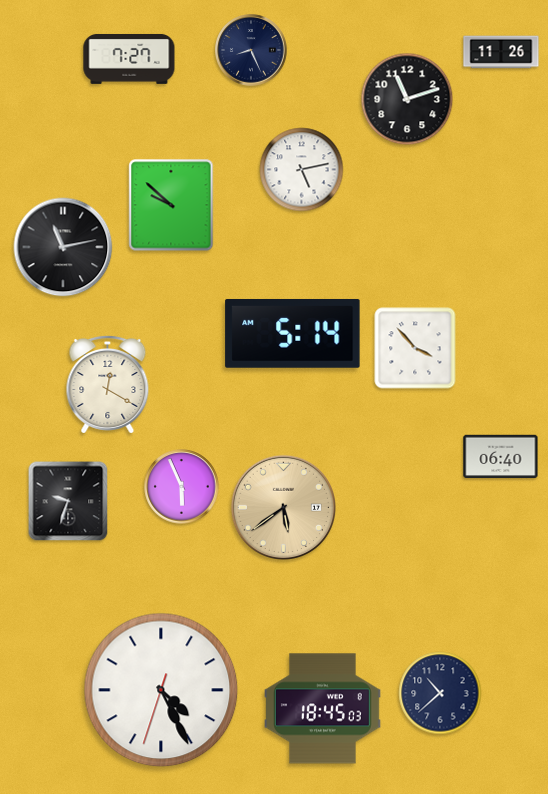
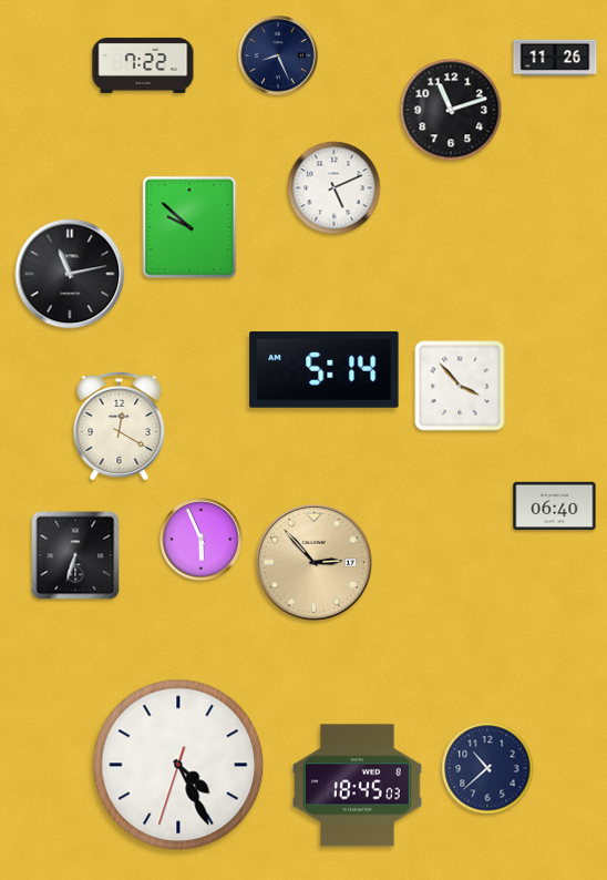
clock at (129, 59): 7:27 -> 7:22
clock at (302, 170): 5:13 -> 5:11
clock at (68, 501): 9:33 -> 6:33
clock at (283, 507): 5:39 -> 2:53
